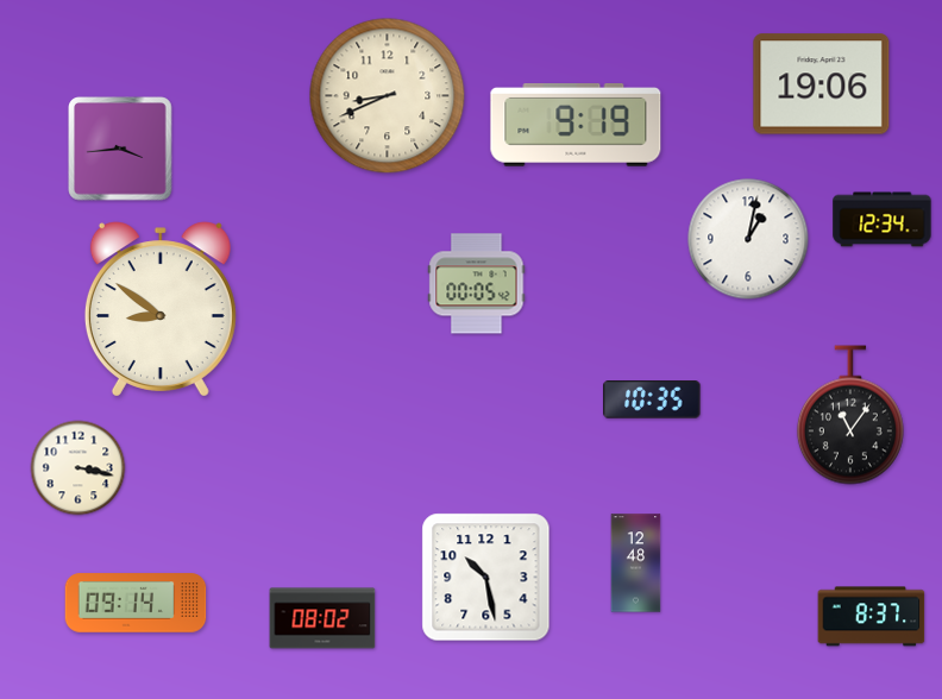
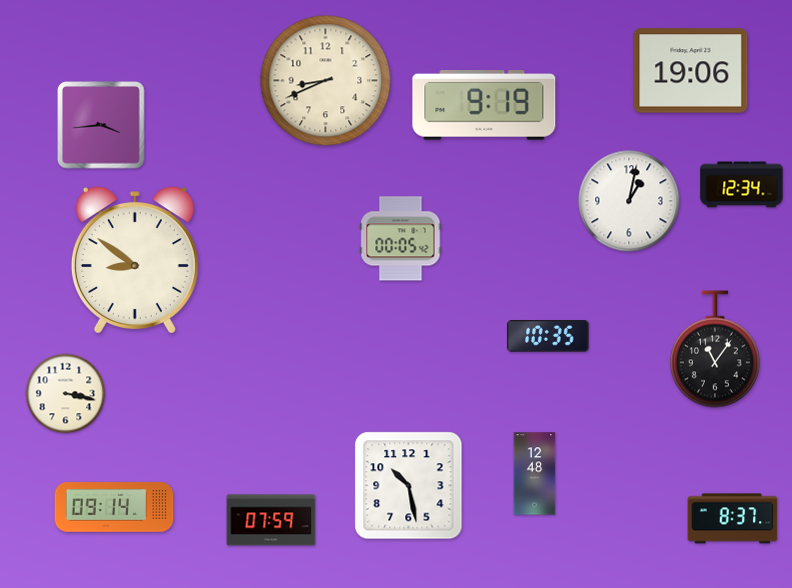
clock at (322, 618): 08:02 -> 07:59
